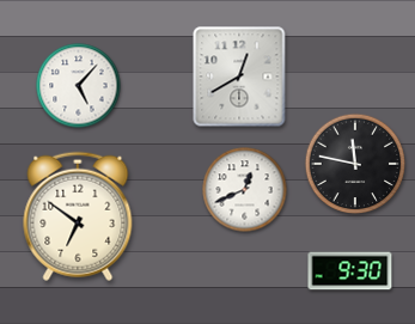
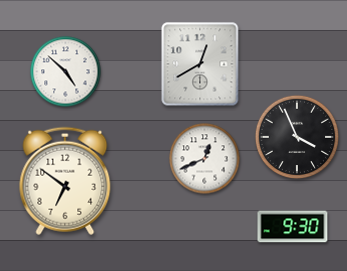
clock at (79, 86): 5:07 -> 4:52
clock at (355, 164): 11:47 -> 3:56
